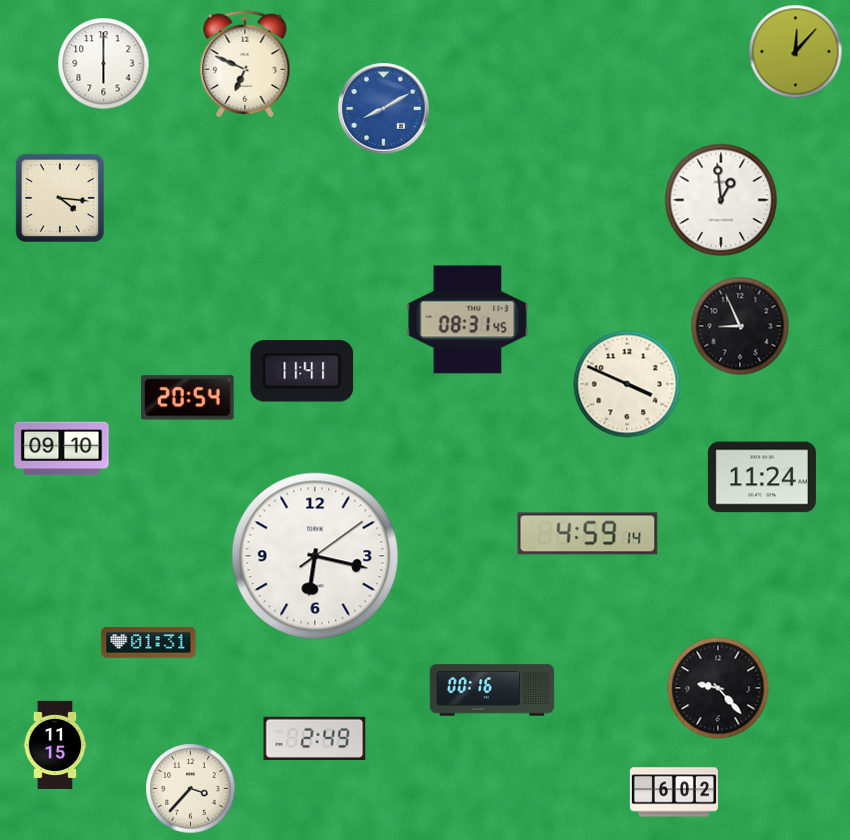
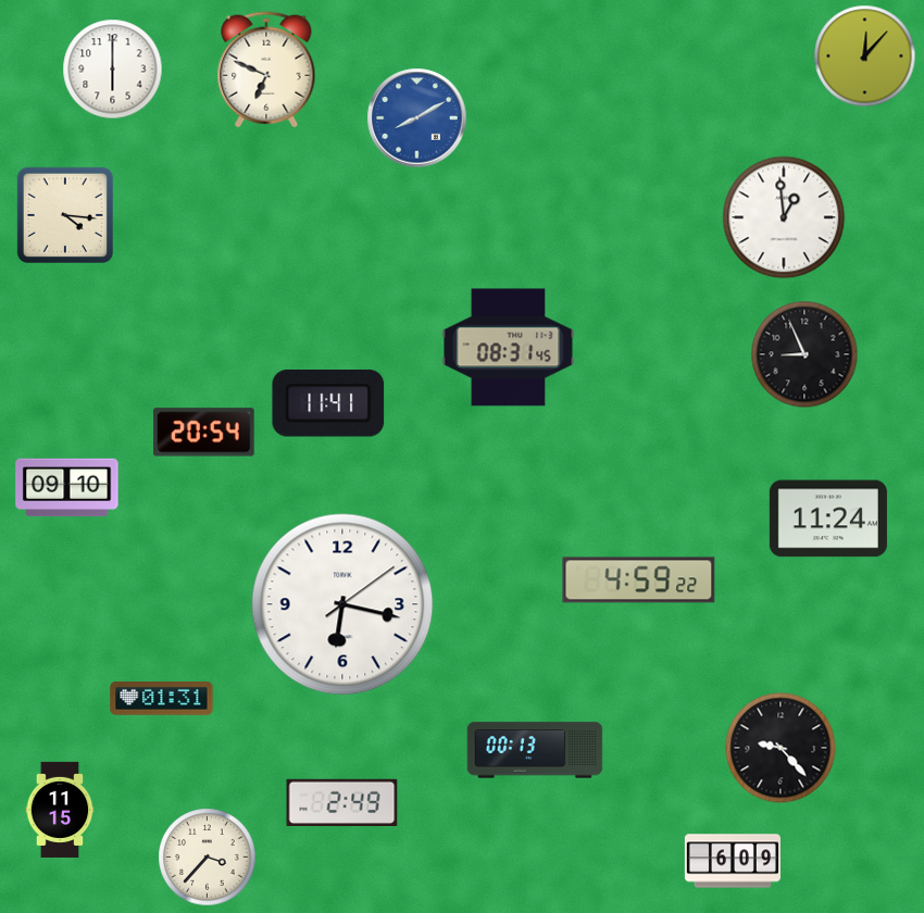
clock at (627, 384): 3:49 -> none
clock at (588, 534): 4:59:14 -> 4:59:22
clock at (492, 690): 00:16 -> 00:13
clock at (674, 792): 6:02 -> 6:09
